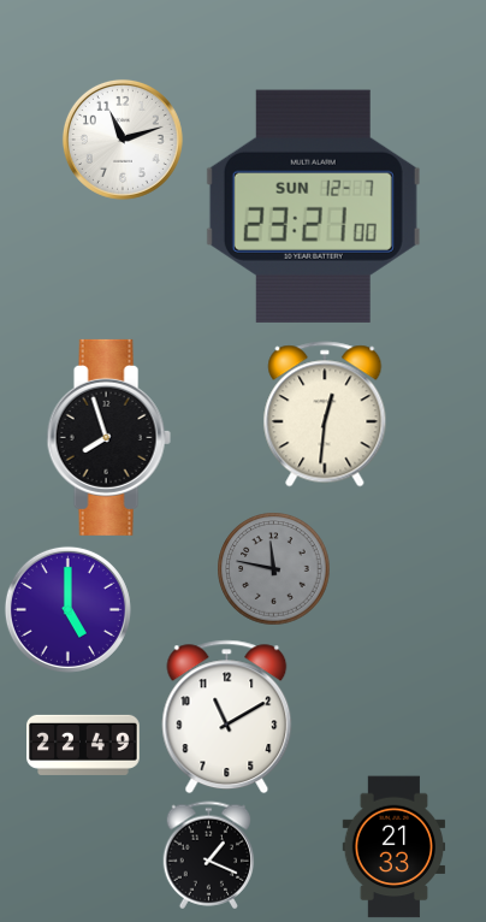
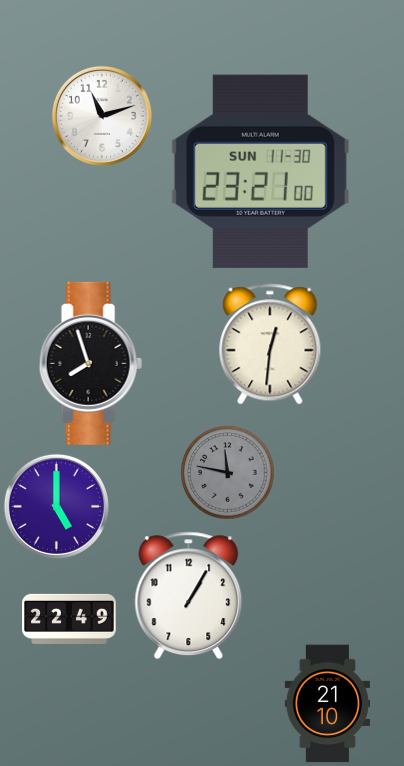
clock at (313, 206) date: SUN 12-7 -> SUN 11-30
clock at (227, 717): 11:10 -> 1:05
clock at (395, 847): 21:33 -> 21:10
clock at (209, 856): 1:19 -> none
